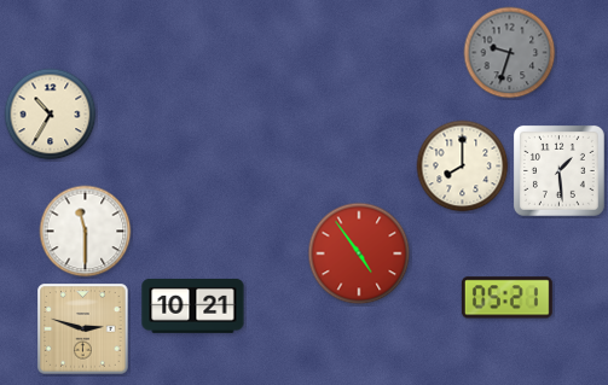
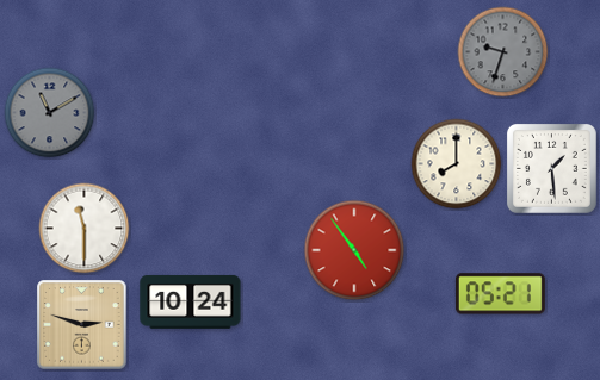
clock at (51, 115): 10:35 -> 11:10
clock at (51, 115) dial: cream -> grey
clock at (193, 307): 10:21 -> 10:24
